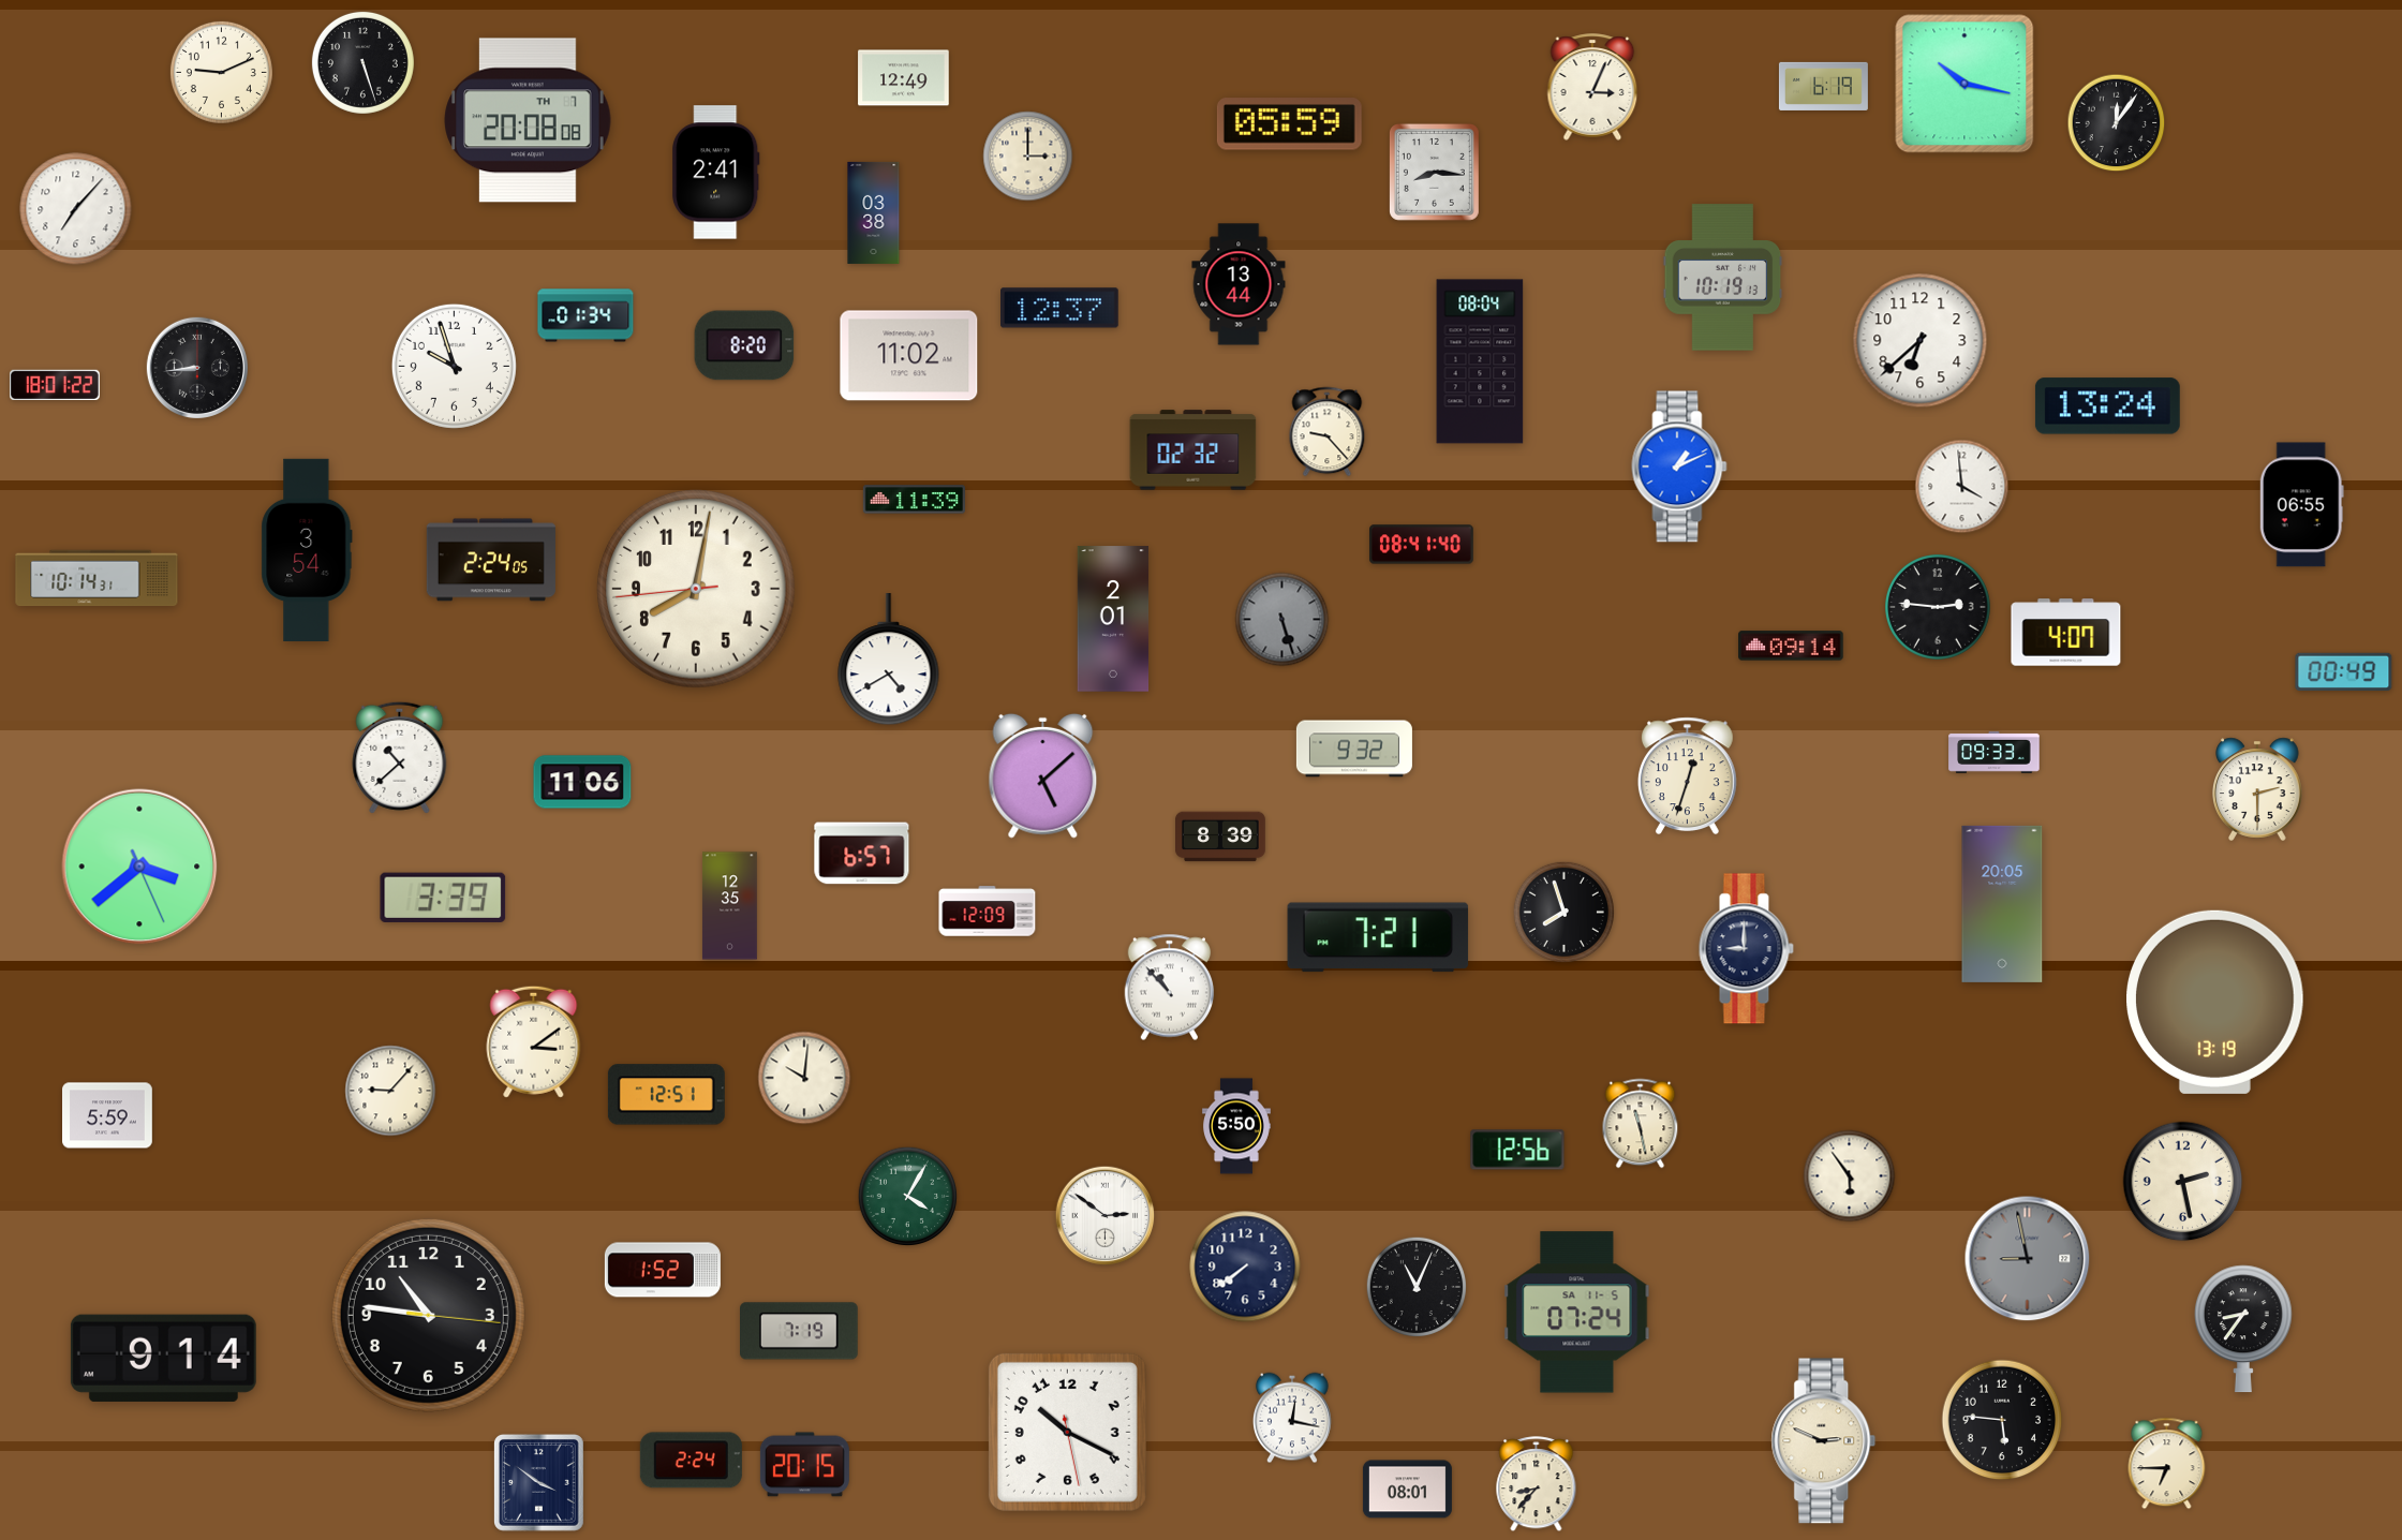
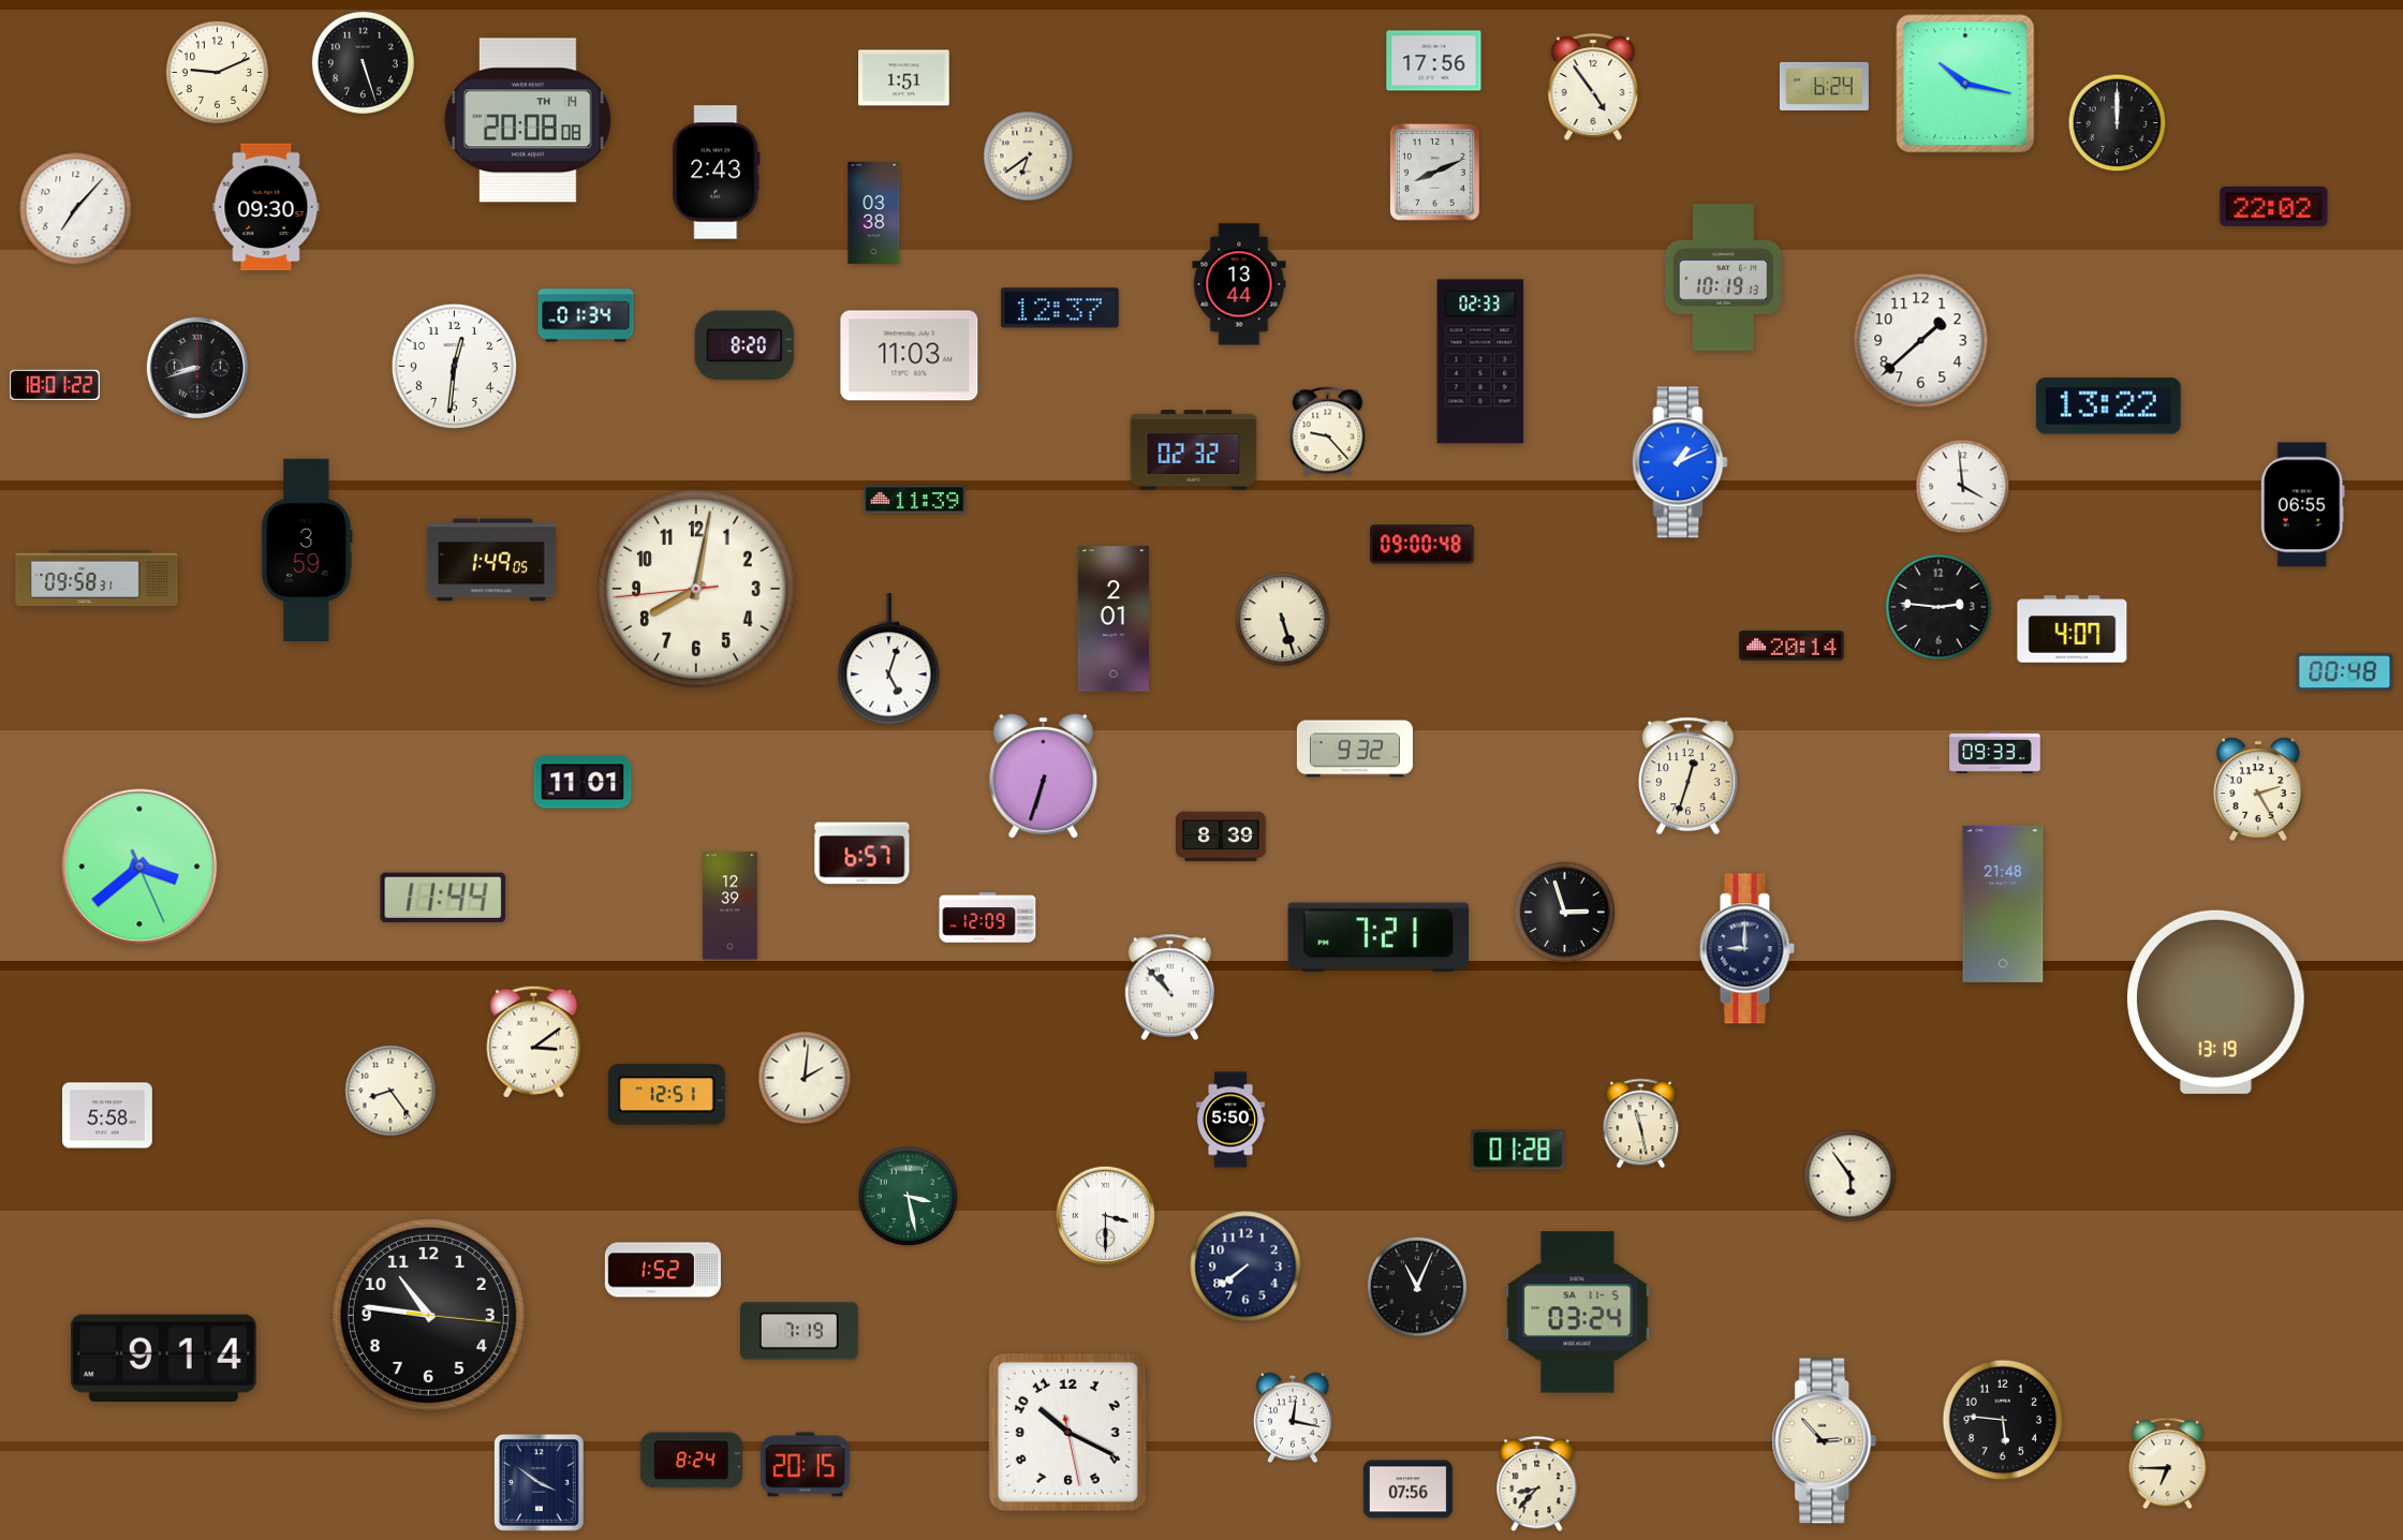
clock at (1434, 61): none -> 17:56
clock at (221, 72) position: (221, 72) -> (217, 72)
clock at (904, 78): 12:49 -> 1:51
clock at (1823, 86): 6:19 -> 6:24
clock at (1592, 87): 3:04 -> 4:54
clock at (528, 120) date: TH 7 -> TH 14
clock at (2117, 123): 12:06 -> 12:00
clock at (1289, 124): 05:59 -> none
clock at (1028, 157): 3:00 -> 6:39
clock at (716, 173): 2:41 -> 2:43
clock at (1434, 173): 8:16 -> 8:11
clock at (2274, 206): none -> 22:02
clock at (266, 207): none -> 09:30
clock at (1921, 341): 6:38 -> 1:38
clock at (909, 356): 11:02 -> 11:03
clock at (1480, 361): 08:04 -> 02:33
clock at (454, 366): 9:57 -> 12:31
clock at (197, 368): 8:44 -> 8:42
clock at (2107, 406): 13:24 -> 13:22
clock at (1679, 467) position: (1679, 467) -> (1680, 462)
clock at (1422, 545): 08:41 -> 09:00
clock at (307, 549): 3:54 -> 3:59
clock at (491, 560): 2:24 -> 1:49
clock at (97, 578): 10:14 -> 09:58
clock at (1282, 620) dial: grey -> cream
clock at (2066, 633) position: (2066, 633) -> (2073, 630)
clock at (1791, 646): 09:14 -> 20:14
clock at (889, 660): 4:40 -> 5:03
clock at (2344, 671): 00:49 -> 00:48
clock at (400, 757): 10:38 -> none
clock at (1043, 775): 5:08 -> 6:33
clock at (582, 782): 11:06 -> 11:01
clock at (2258, 789): 2:30 -> 2:25
clock at (443, 898): 3:39 -> 11:44
clock at (2002, 904): 20:05 -> 21:48
clock at (729, 906): 12:35 -> 12:39
clock at (988, 912) position: (988, 912) -> (988, 918)
clock at (1563, 912): 7:57 -> 2:57
clock at (804, 1078): 10:01 -> 2:01
clock at (390, 1091): 9:07 -> 8:24
clock at (108, 1115): 5:59 -> 5:58
clock at (1237, 1126) position: (1237, 1126) -> (1232, 1120)
clock at (1517, 1150): 12:56 -> 01:28
clock at (2183, 1182): 2:28 -> none
clock at (908, 1197): 4:05 -> 3:28
clock at (1106, 1216): 2:51 -> 3:30
clock at (2028, 1259): 8:58 -> none
clock at (1577, 1313): 07:24 -> 03:24
clock at (2243, 1329): 8:36 -> none
clock at (1824, 1441): 2:49 -> 2:53
clock at (691, 1461): 2:24 -> 8:24
clock at (1407, 1490): 08:01 -> 07:56
